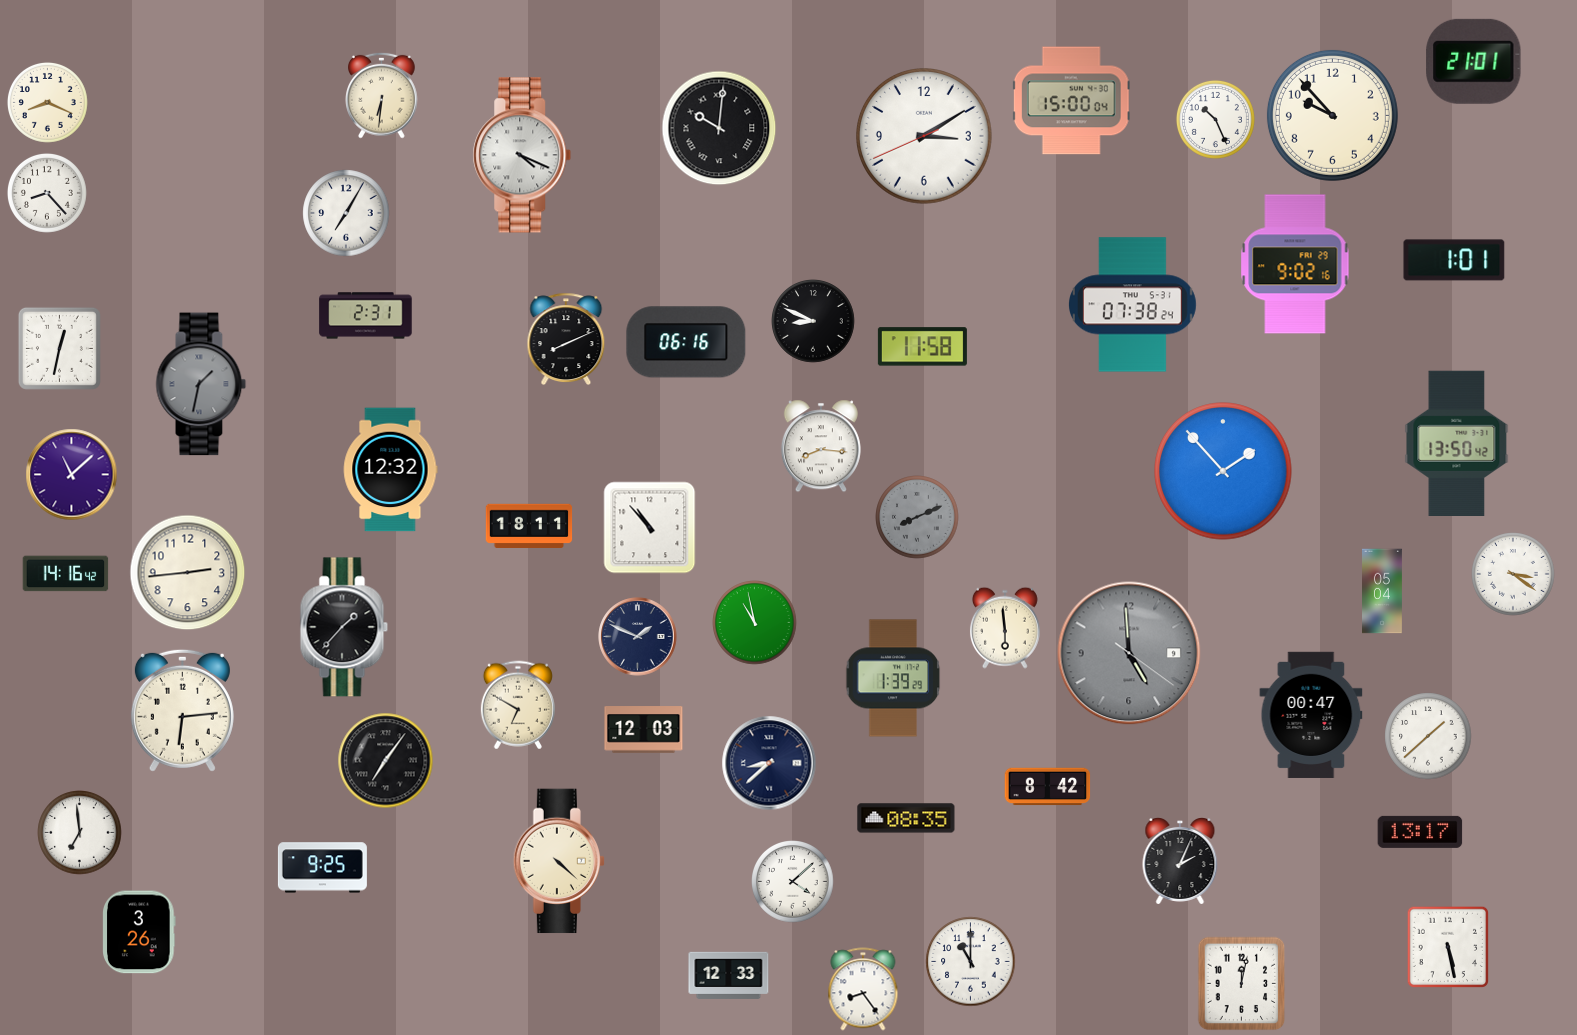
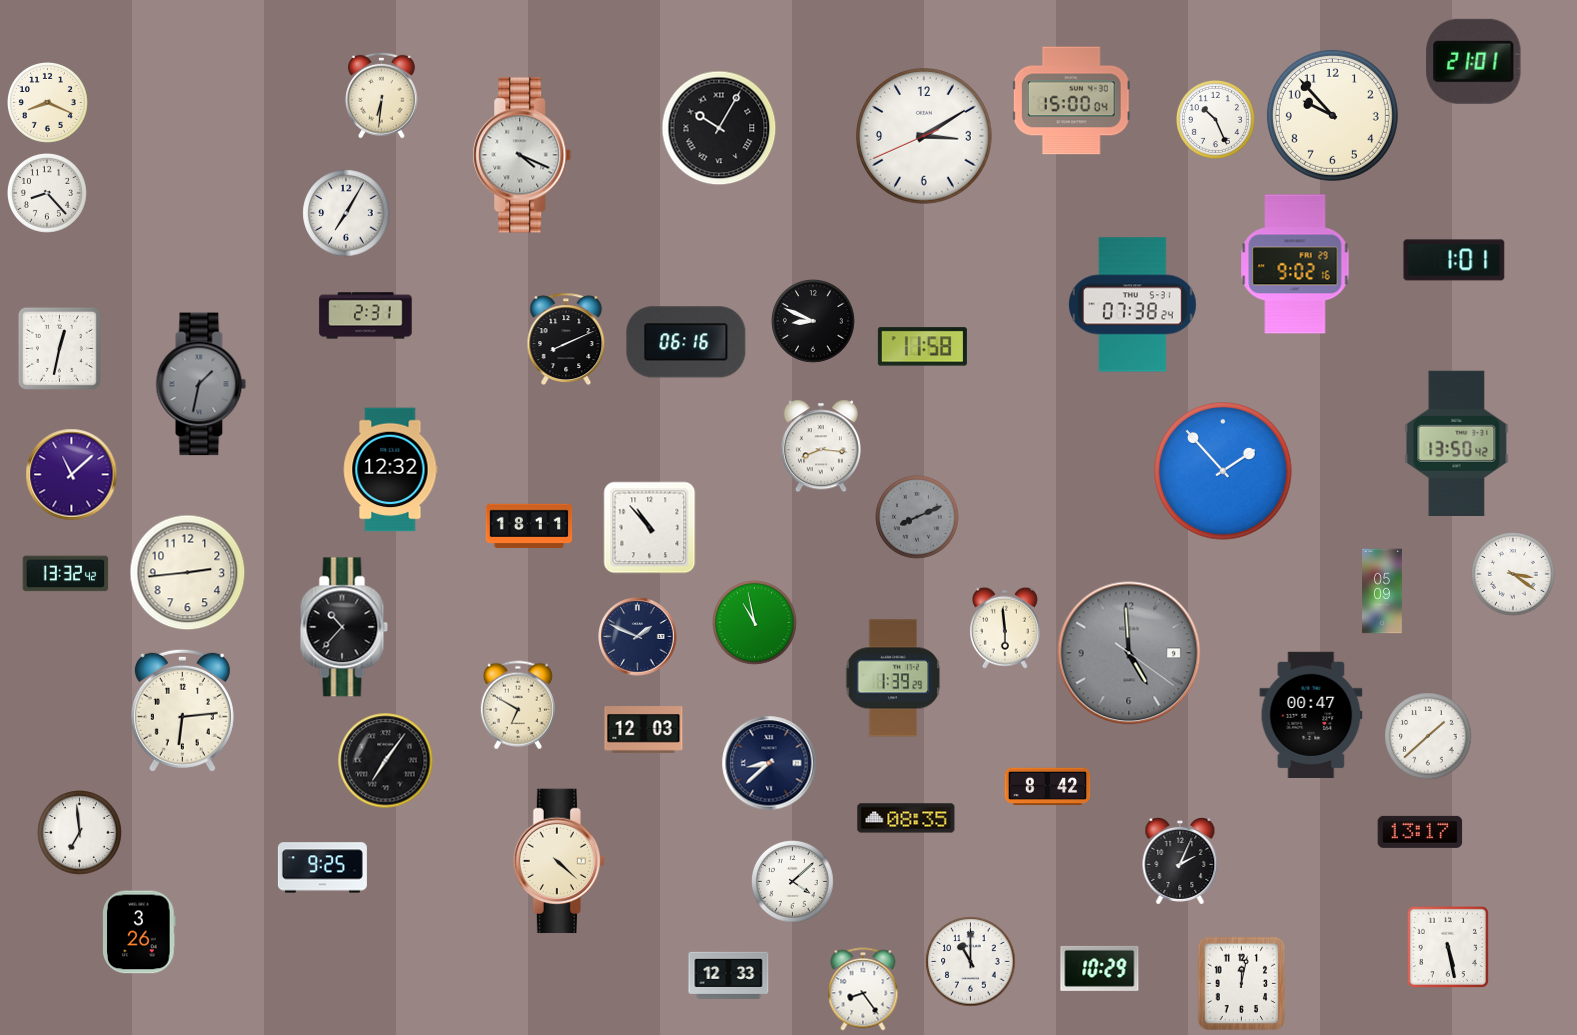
clock at (719, 128): 10:01 -> 10:05
clock at (66, 574): 14:16 -> 13:32
clock at (1383, 591): 05:04 -> 05:09
clock at (344, 627): 1:37 -> 10:37
clock at (1100, 968): none -> 10:29
